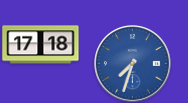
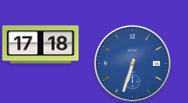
clock at (133, 64): 7:33 -> 6:33
